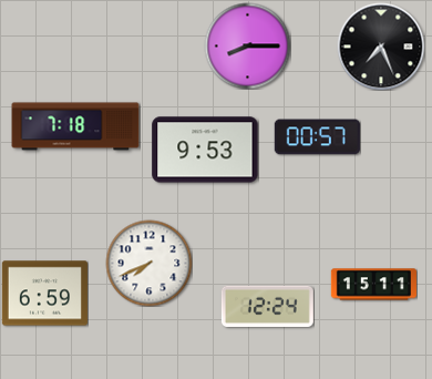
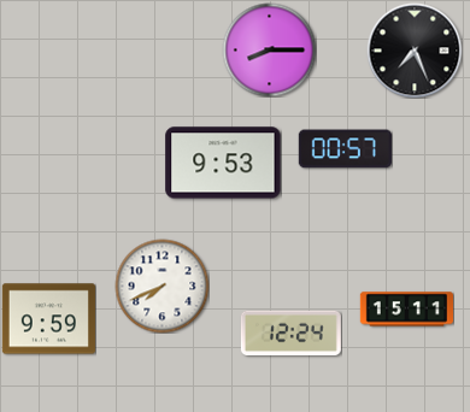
clock at (75, 126): 7:18 -> none
clock at (44, 294): 6:59 -> 9:59
